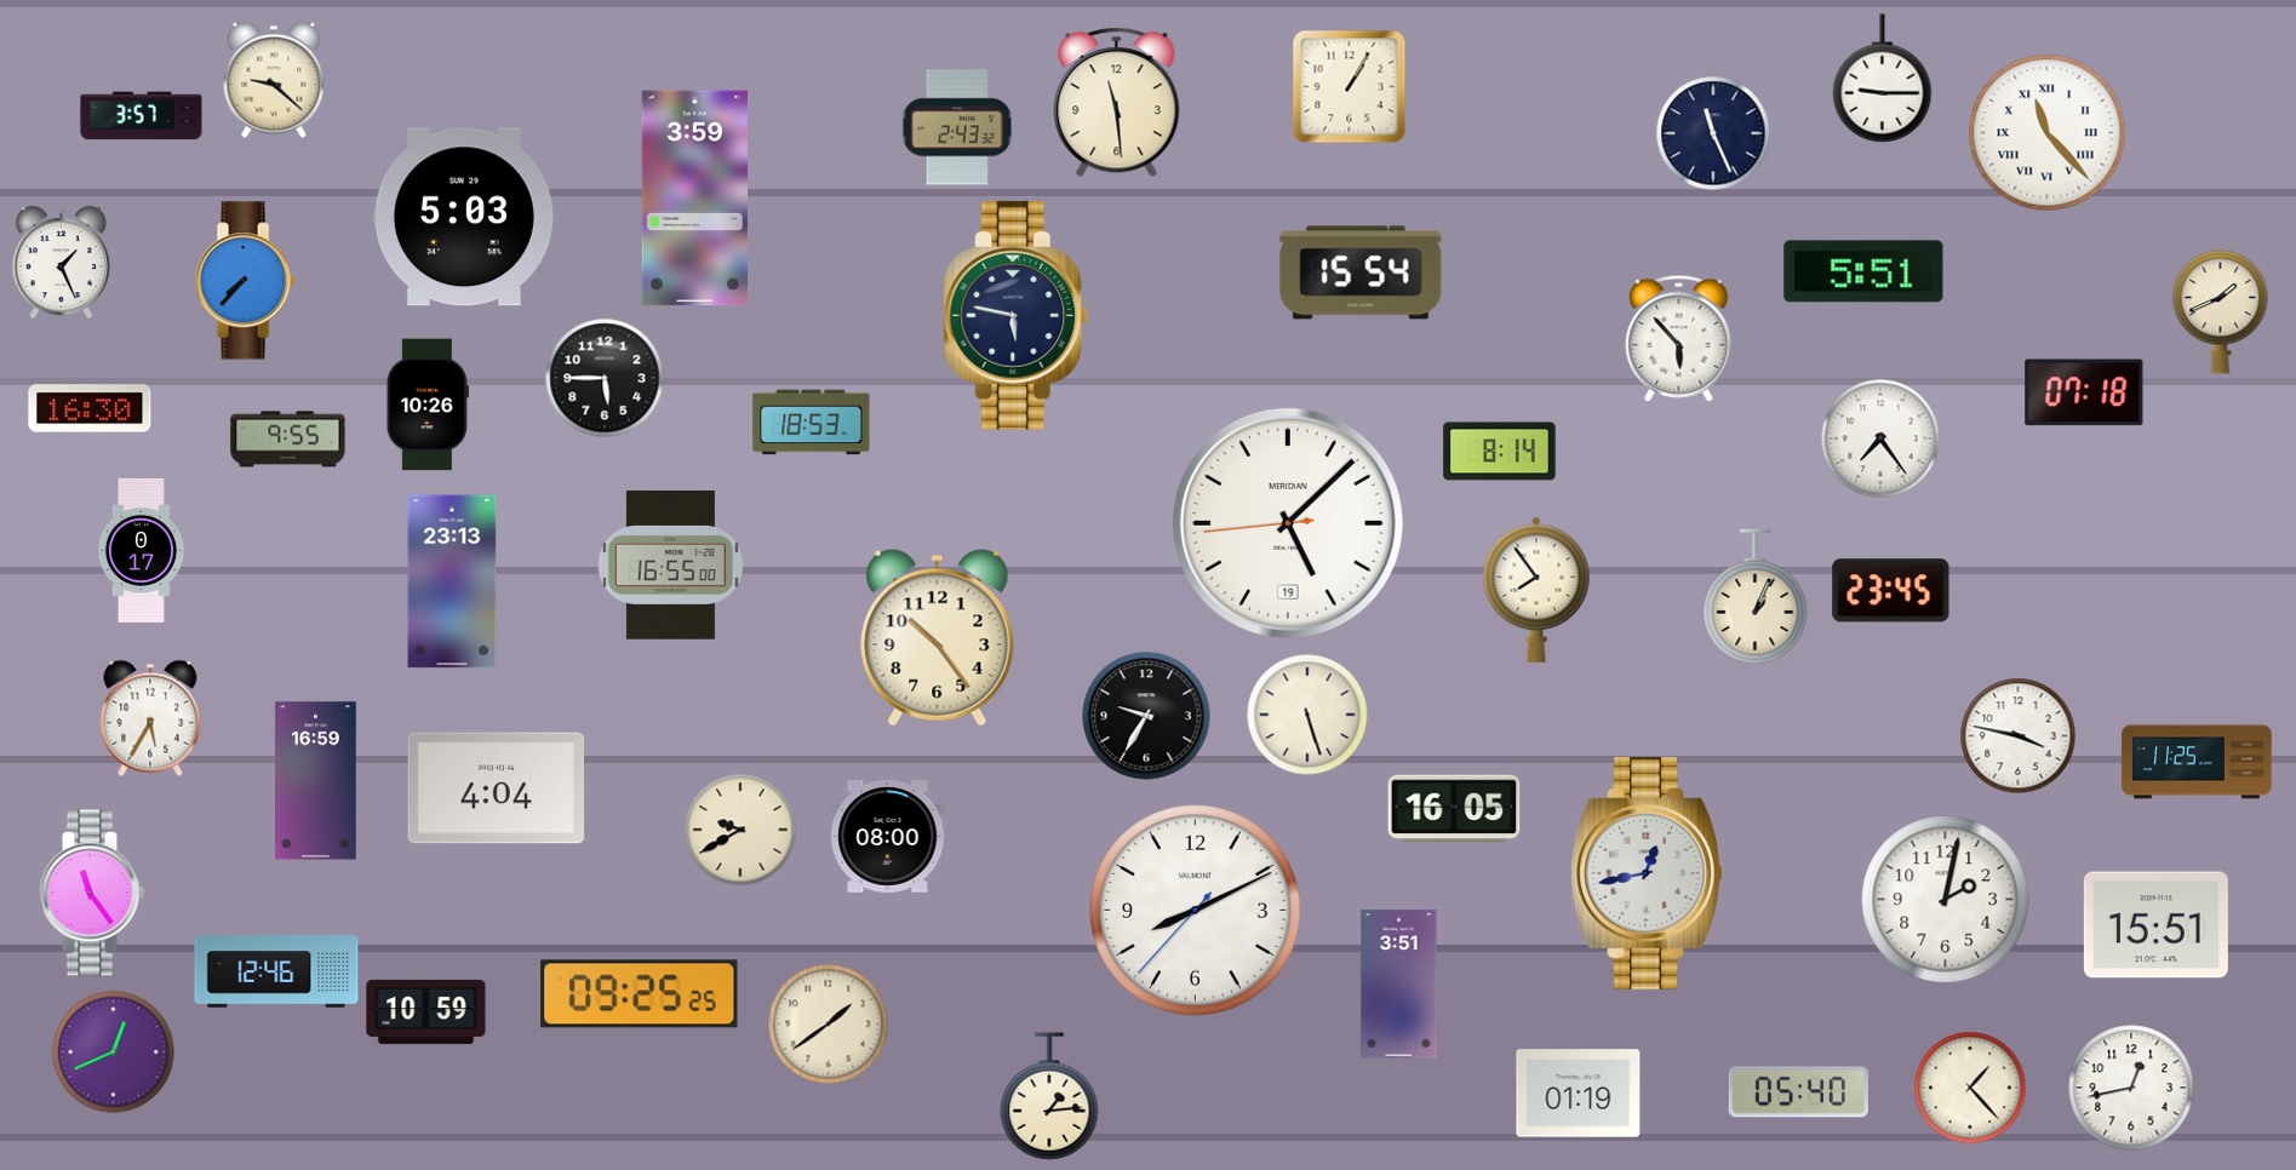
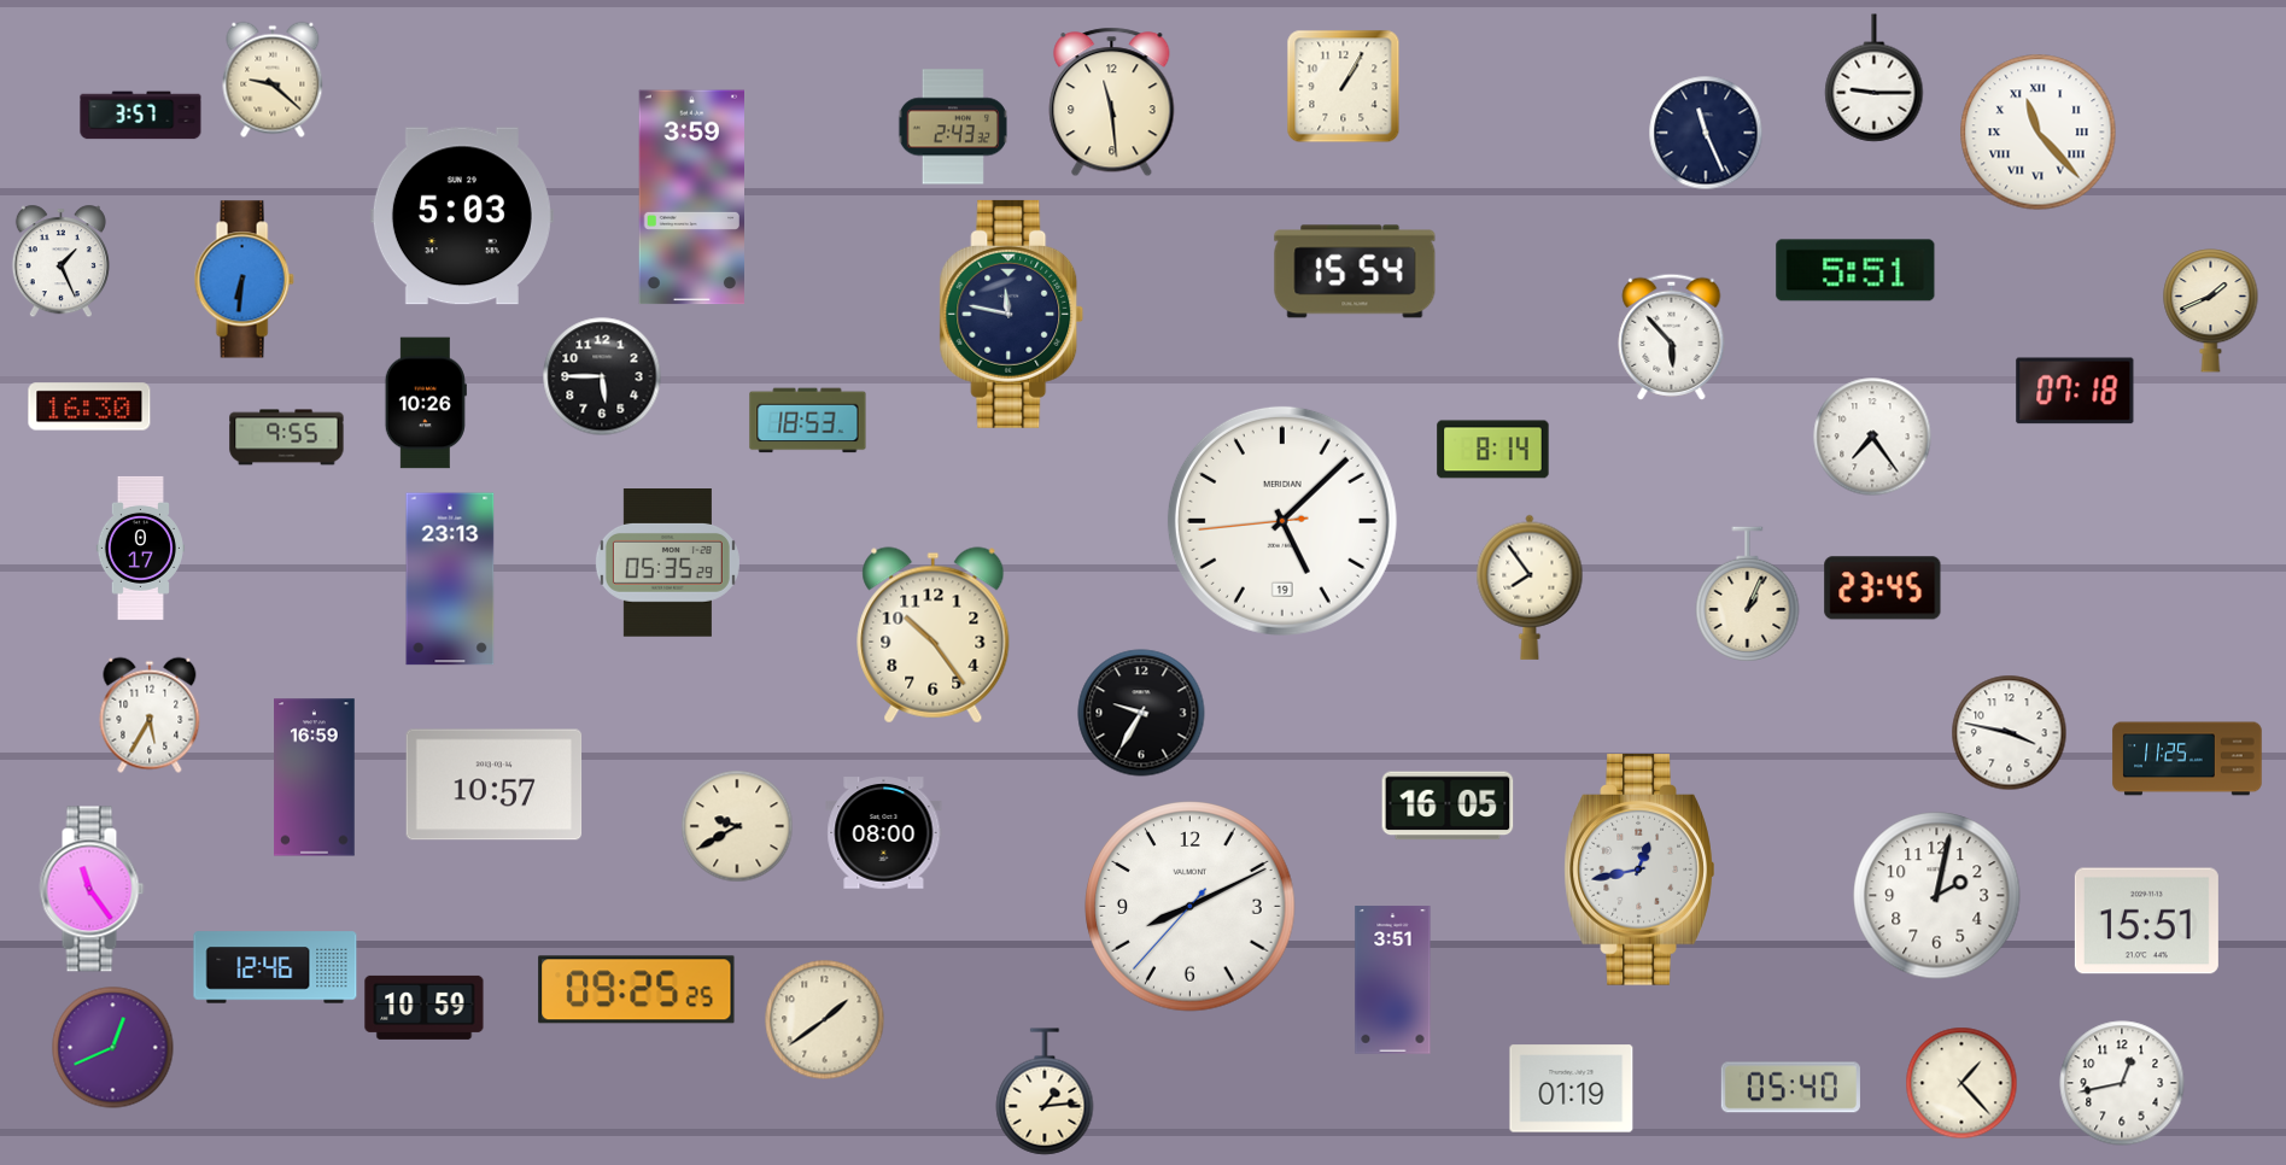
clock at (245, 281): 7:37 -> 6:31
clock at (1017, 315): 5:47 -> 11:47
clock at (670, 566): 16:55 -> 05:35
clock at (1307, 715): 5:27 -> none
clock at (497, 788): 4:04 -> 10:57
